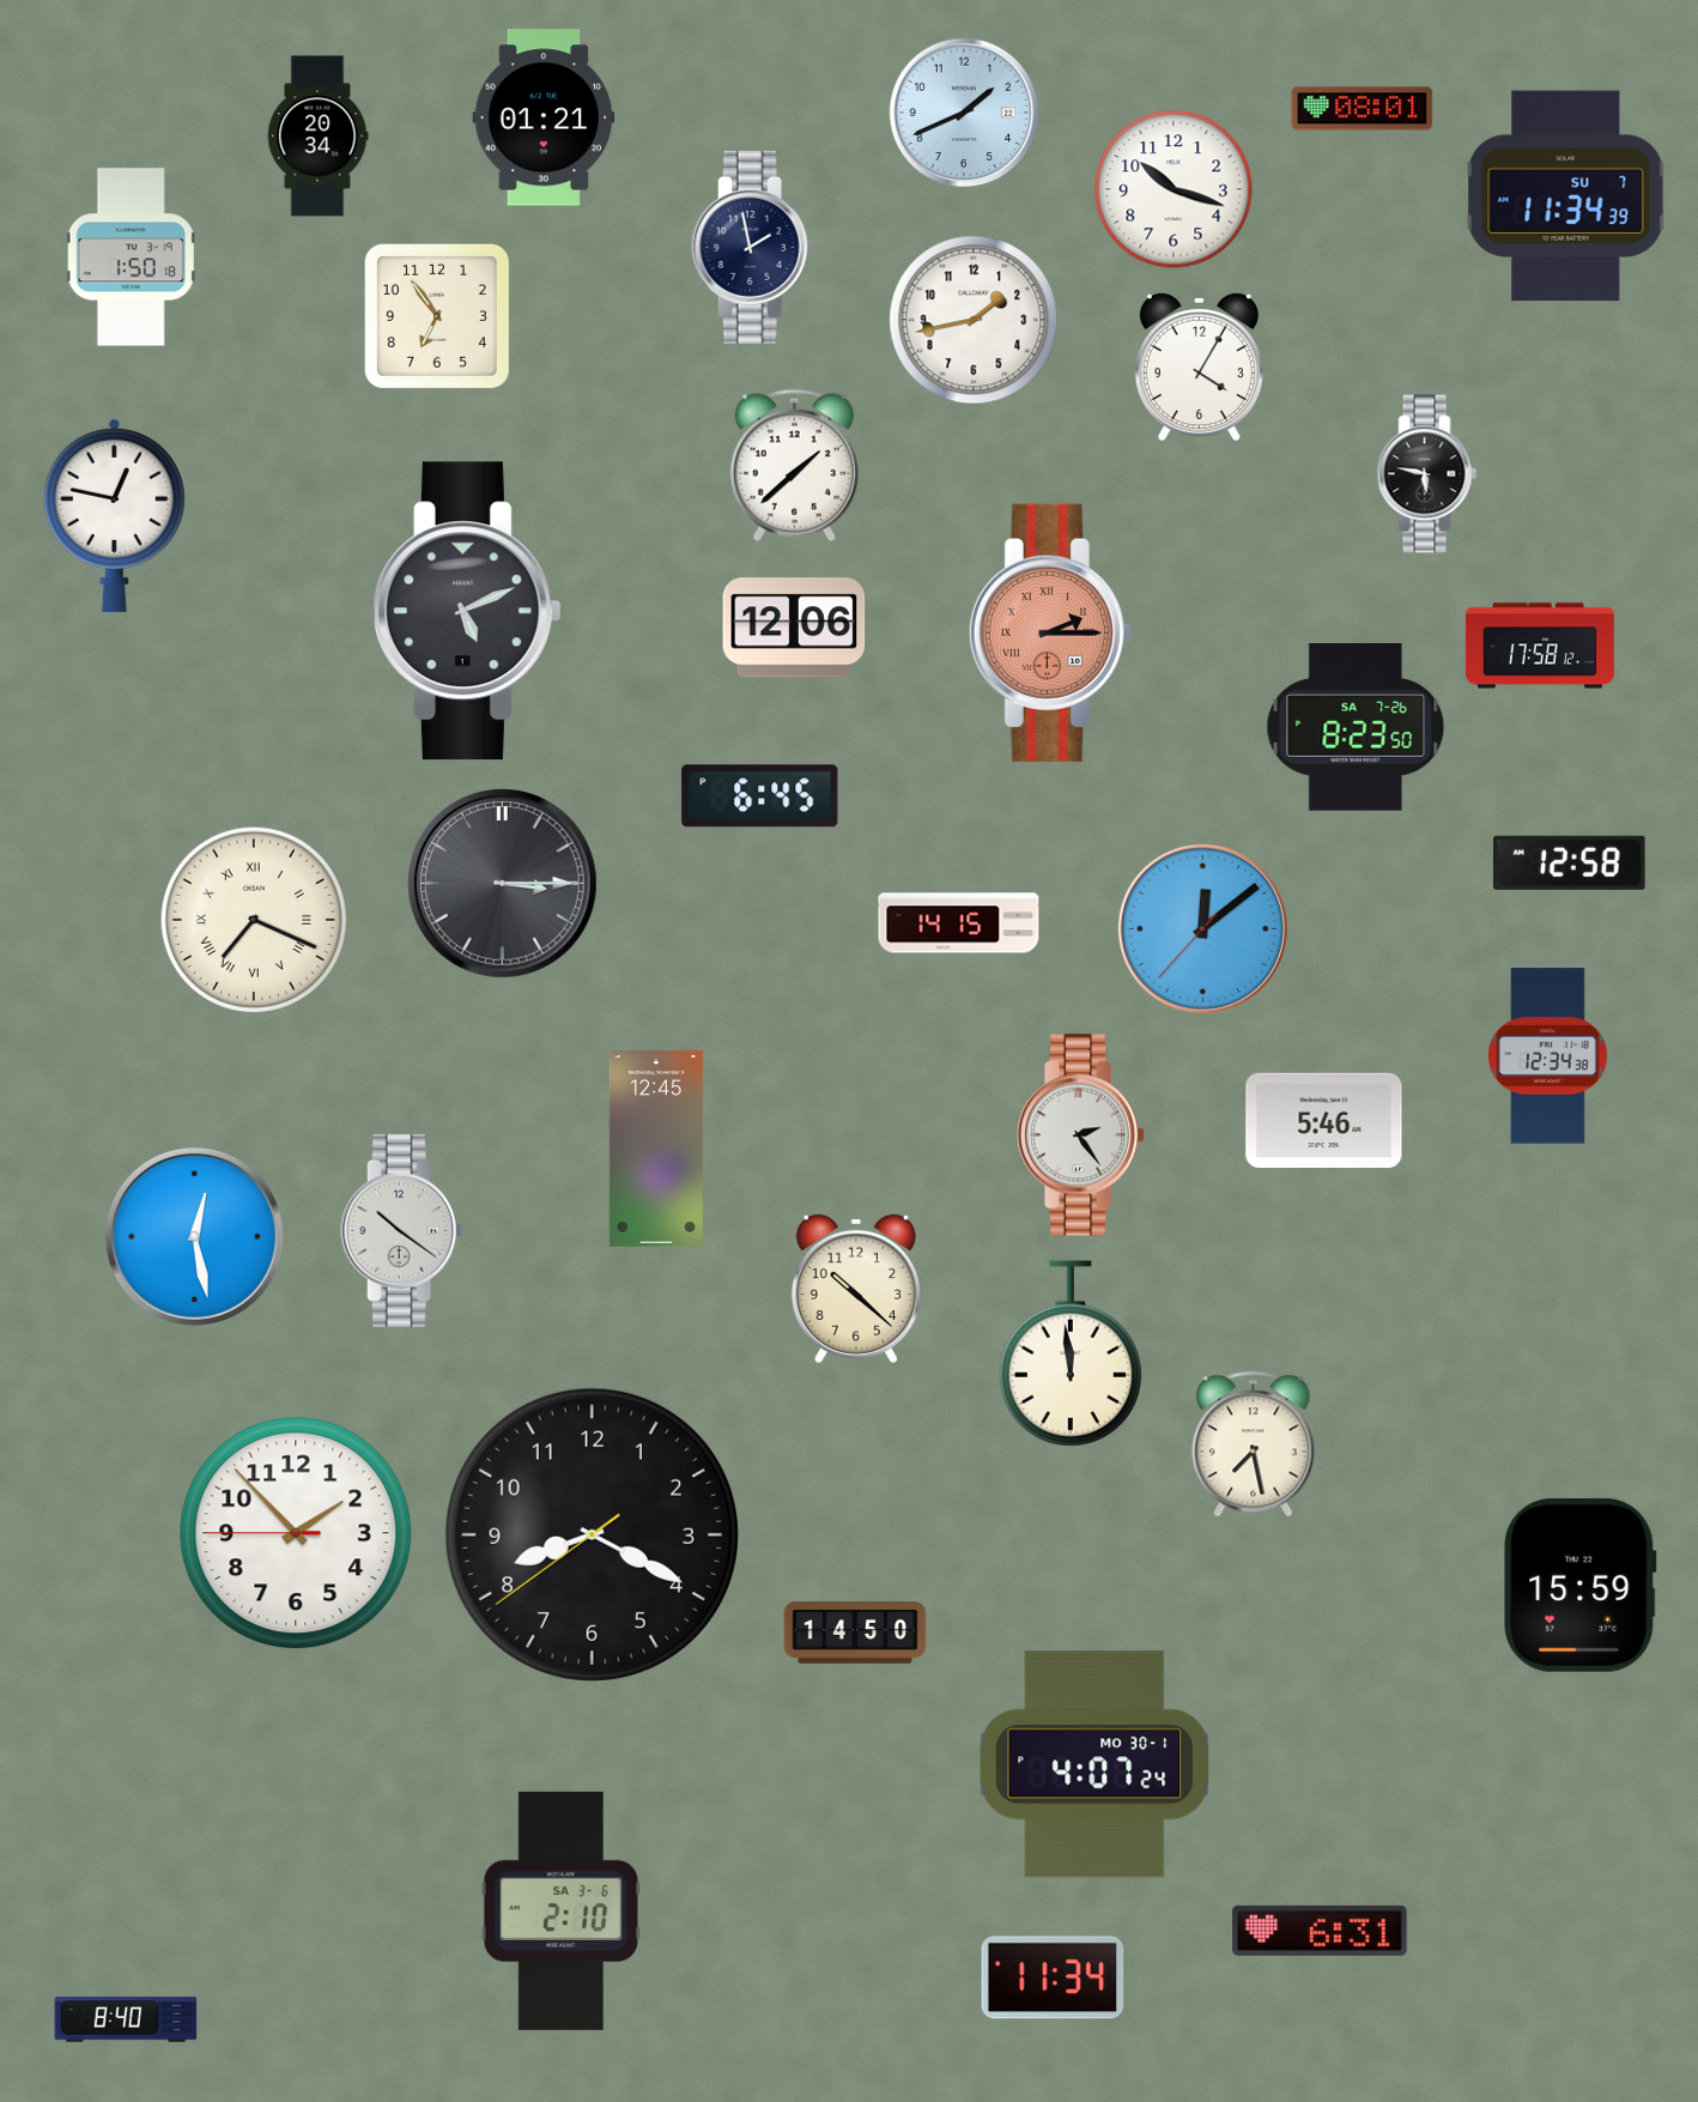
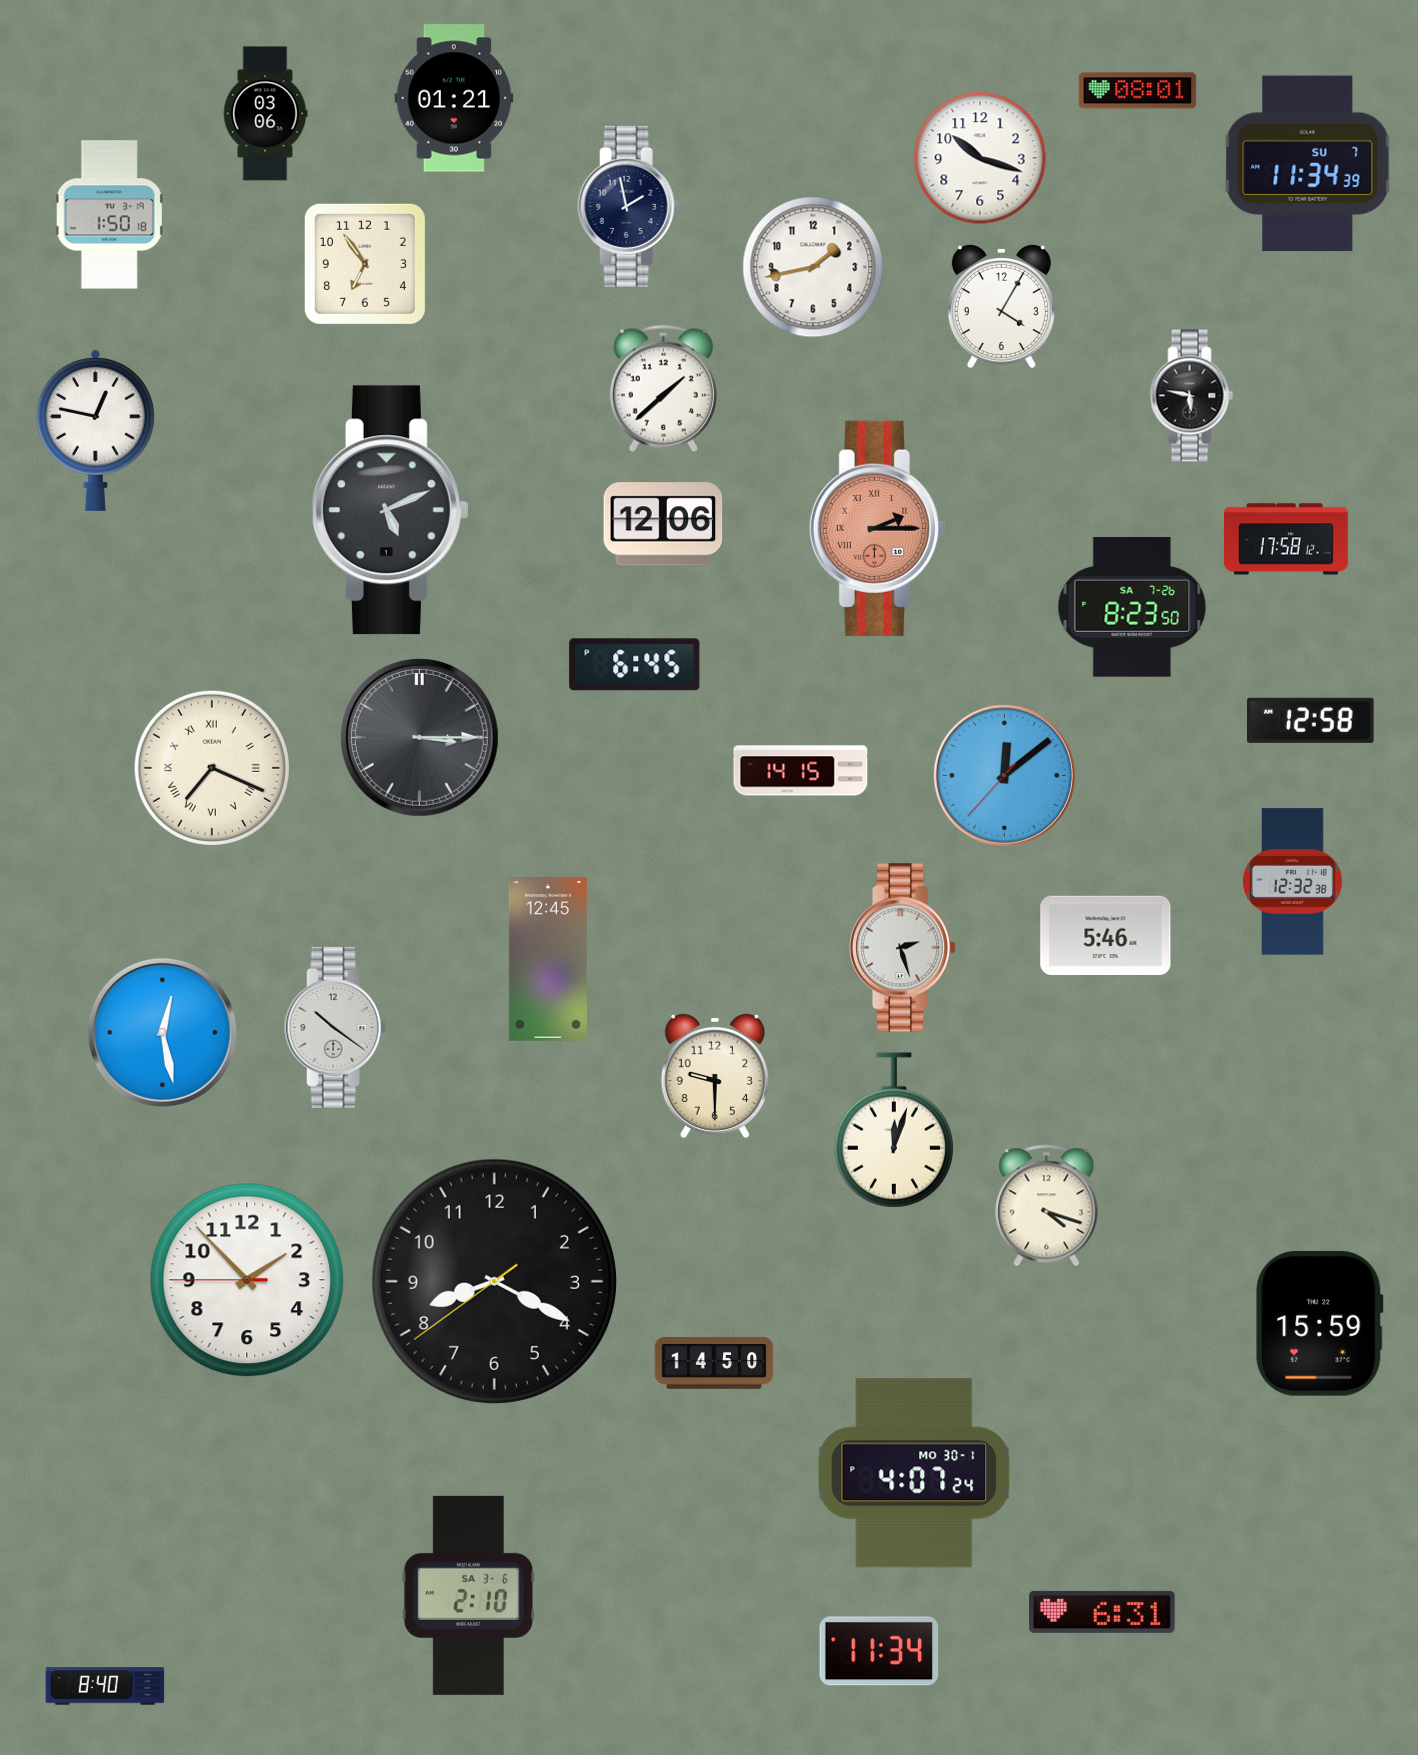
clock at (964, 113): 1:41 -> none
clock at (317, 137): 20:34 -> 03:06
clock at (1547, 1056): 12:34 -> 12:32
clock at (1081, 1135): 2:24 -> 2:27
clock at (856, 1289): 10:22 -> 9:30
clock at (1071, 1353): 11:59 -> 12:03
clock at (1254, 1444): 7:28 -> 4:18
